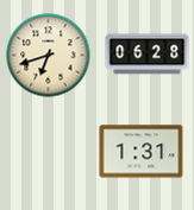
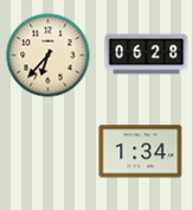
clock at (49, 56): 6:42 -> 6:37
clock at (142, 152): 1:31 -> 1:34
